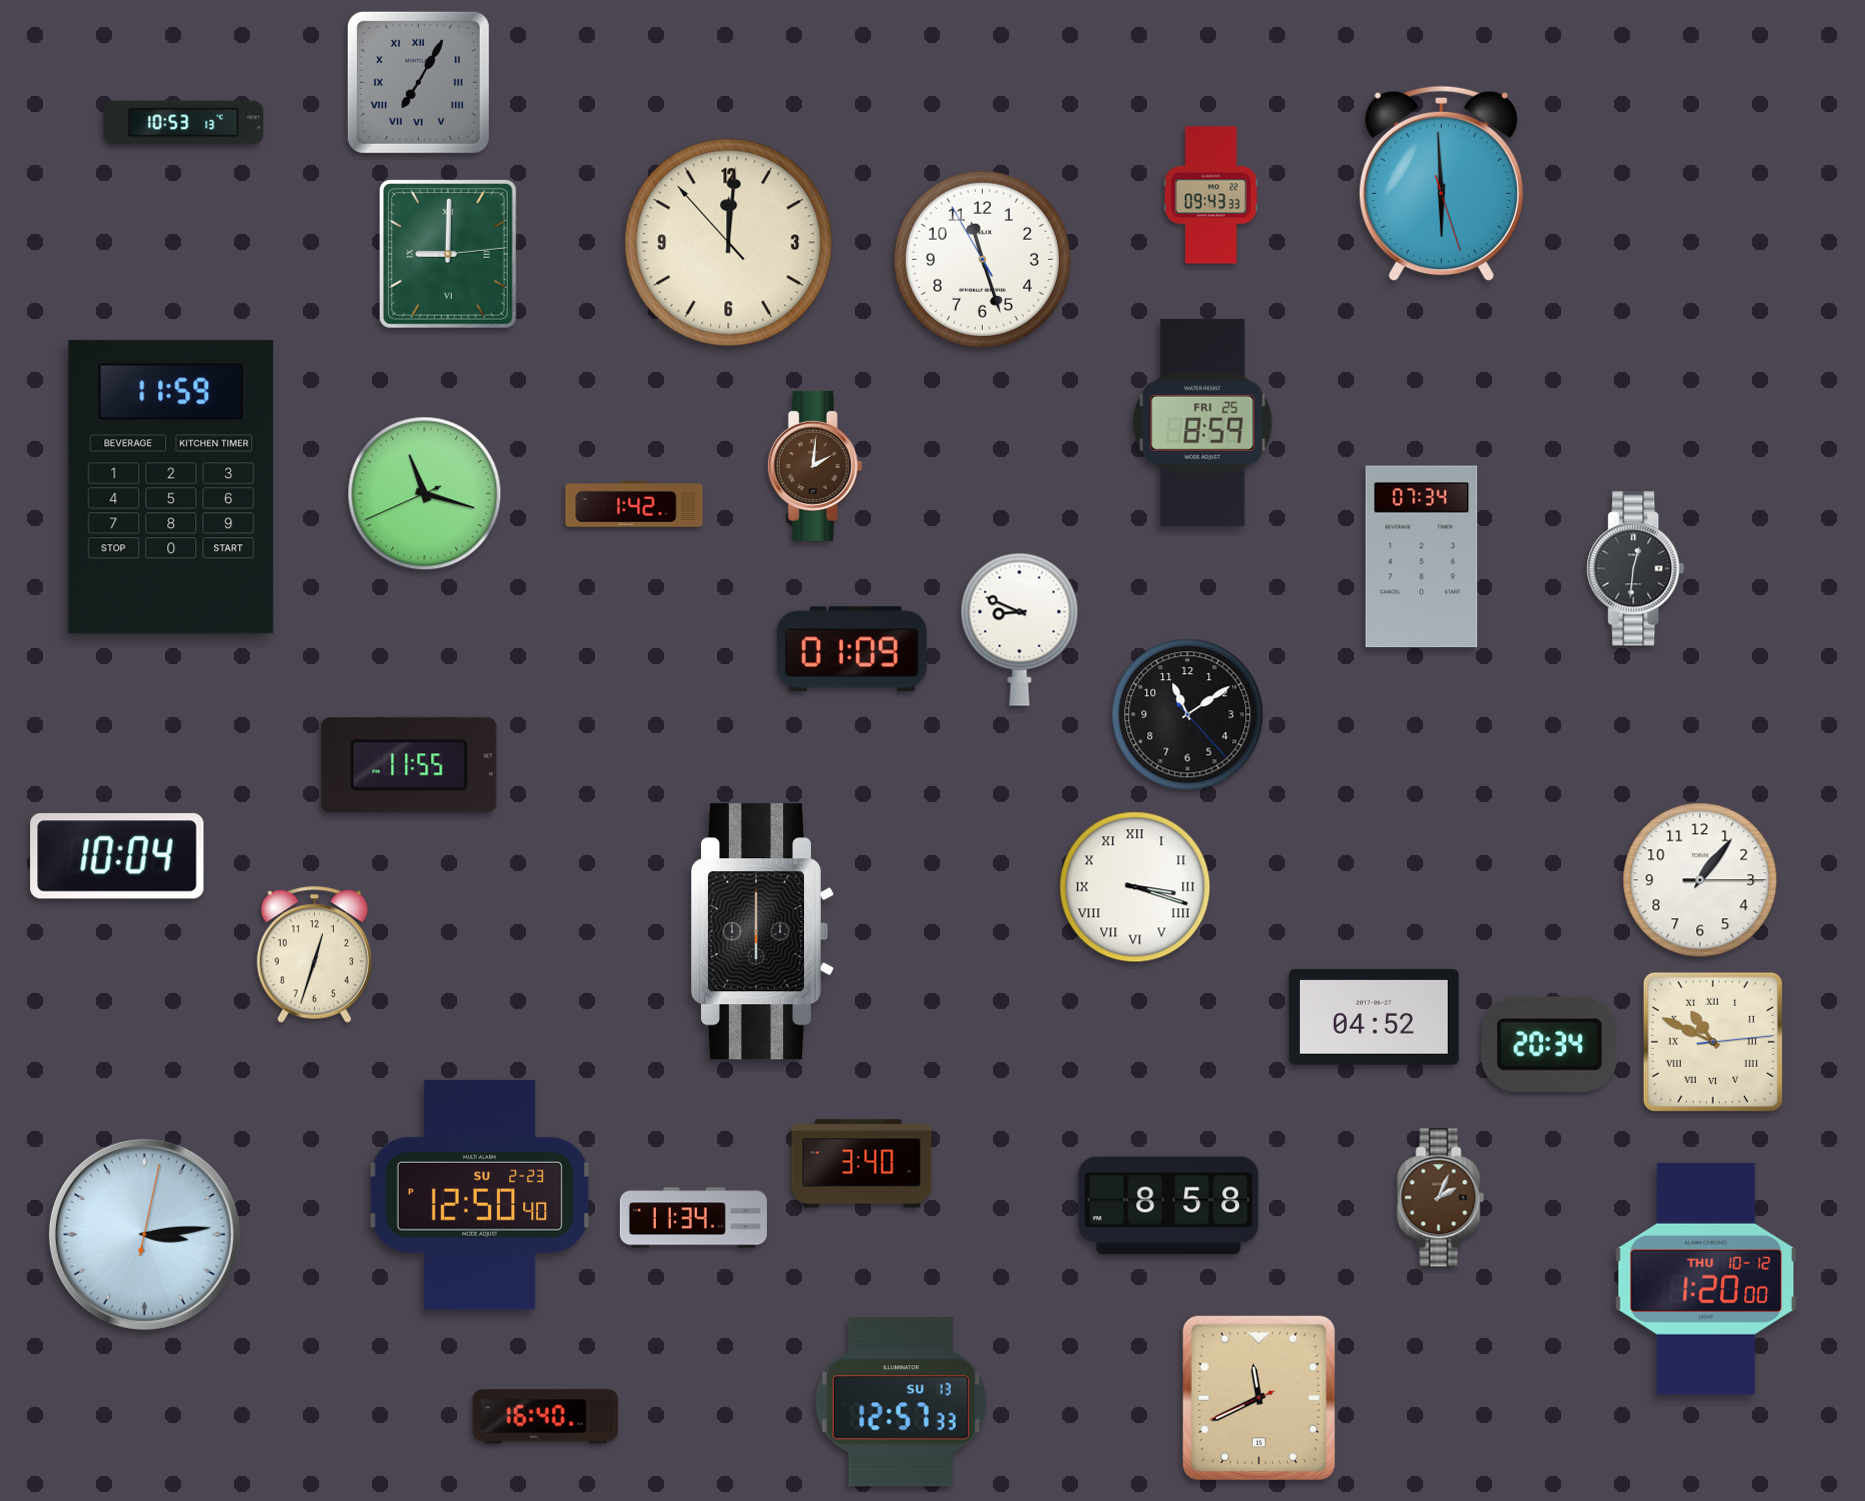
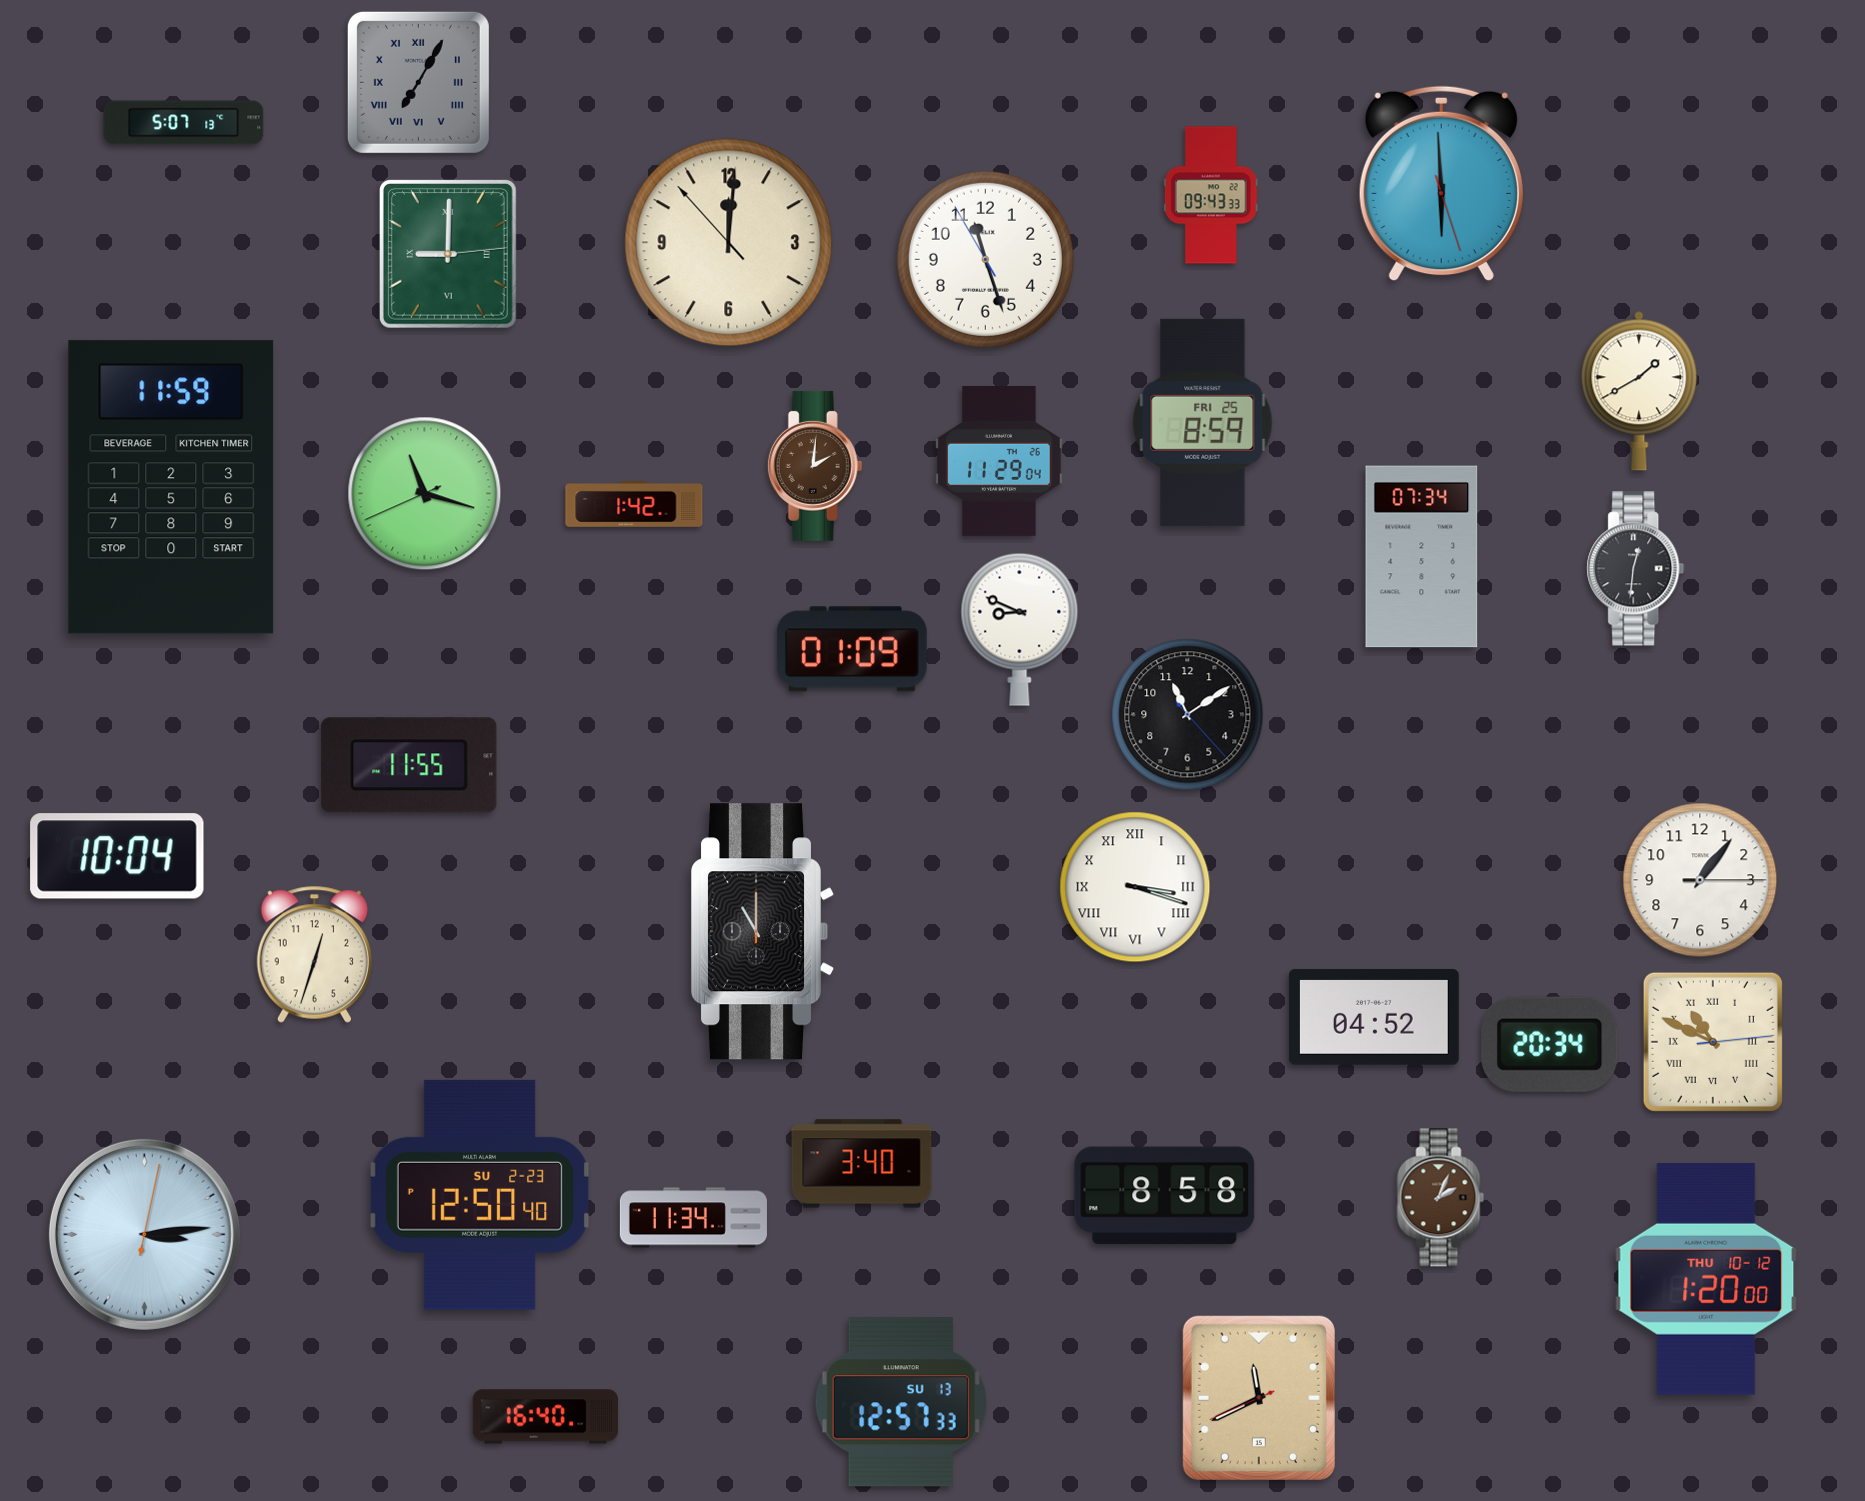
clock at (184, 123): 10:53 -> 5:07
clock at (982, 259) position: (982, 259) -> (985, 259)
clock at (1639, 391): none -> 1:40
clock at (999, 461): none -> 11:29
clock at (763, 932): 6:00 -> 11:00
clock at (1169, 1206) position: (1169, 1206) -> (1165, 1196)
